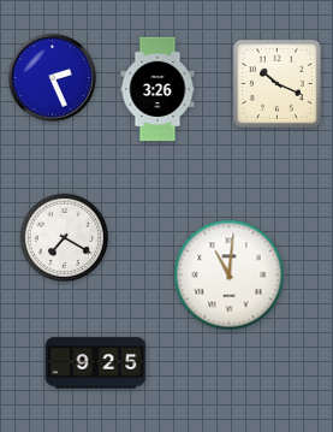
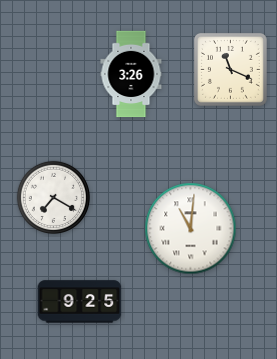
clock at (53, 78): 2:26 -> none
clock at (276, 83): 10:19 -> 11:19
